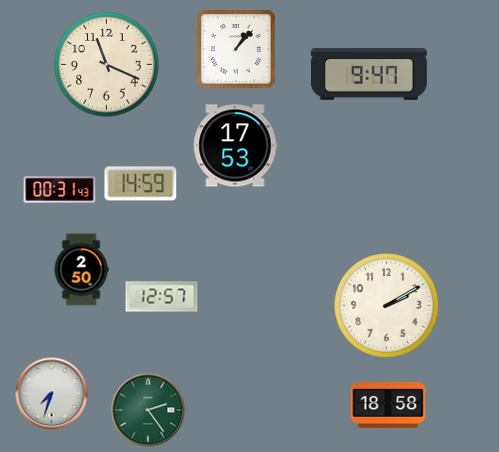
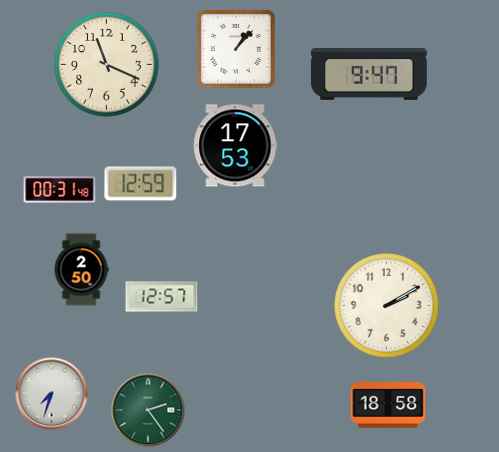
clock at (141, 184): 14:59 -> 12:59
clock at (60, 190): 00:31:43 -> 00:31:48
